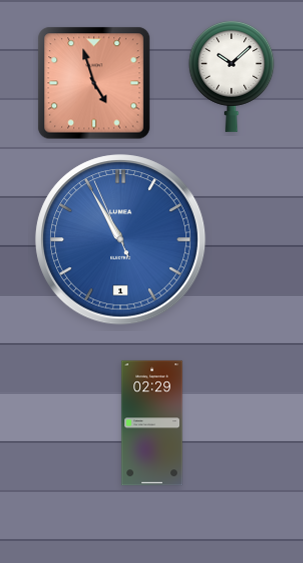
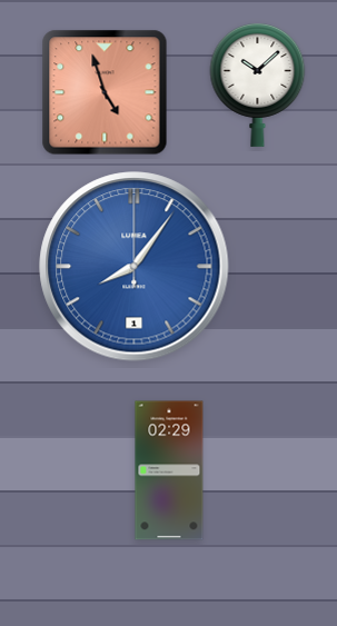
clock at (121, 240): 10:54 -> 8:06
